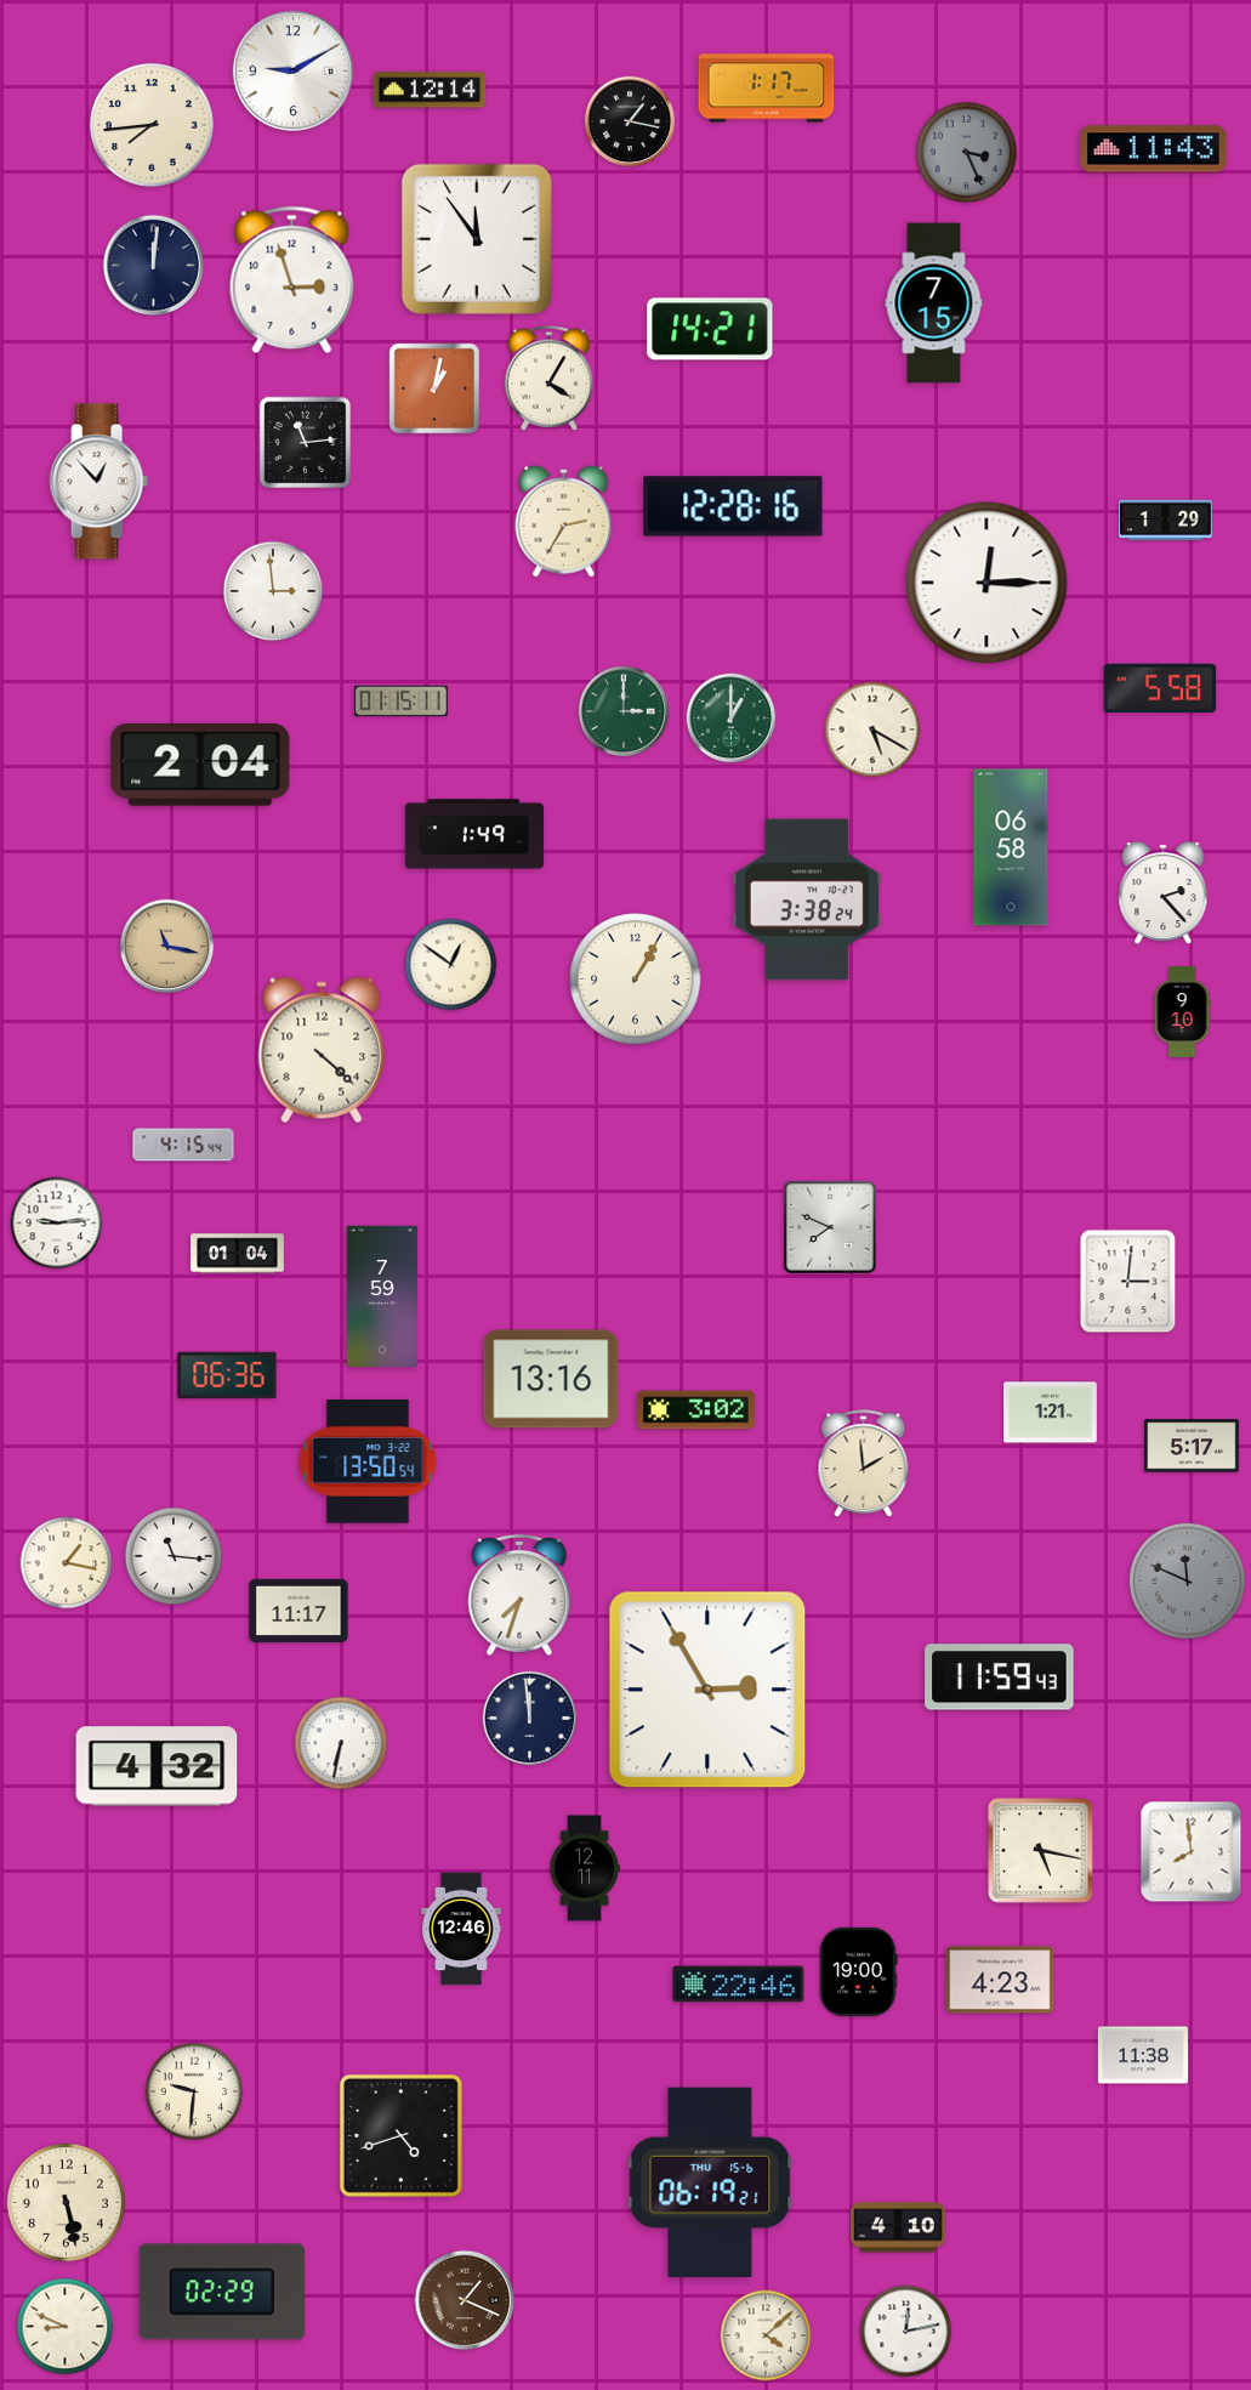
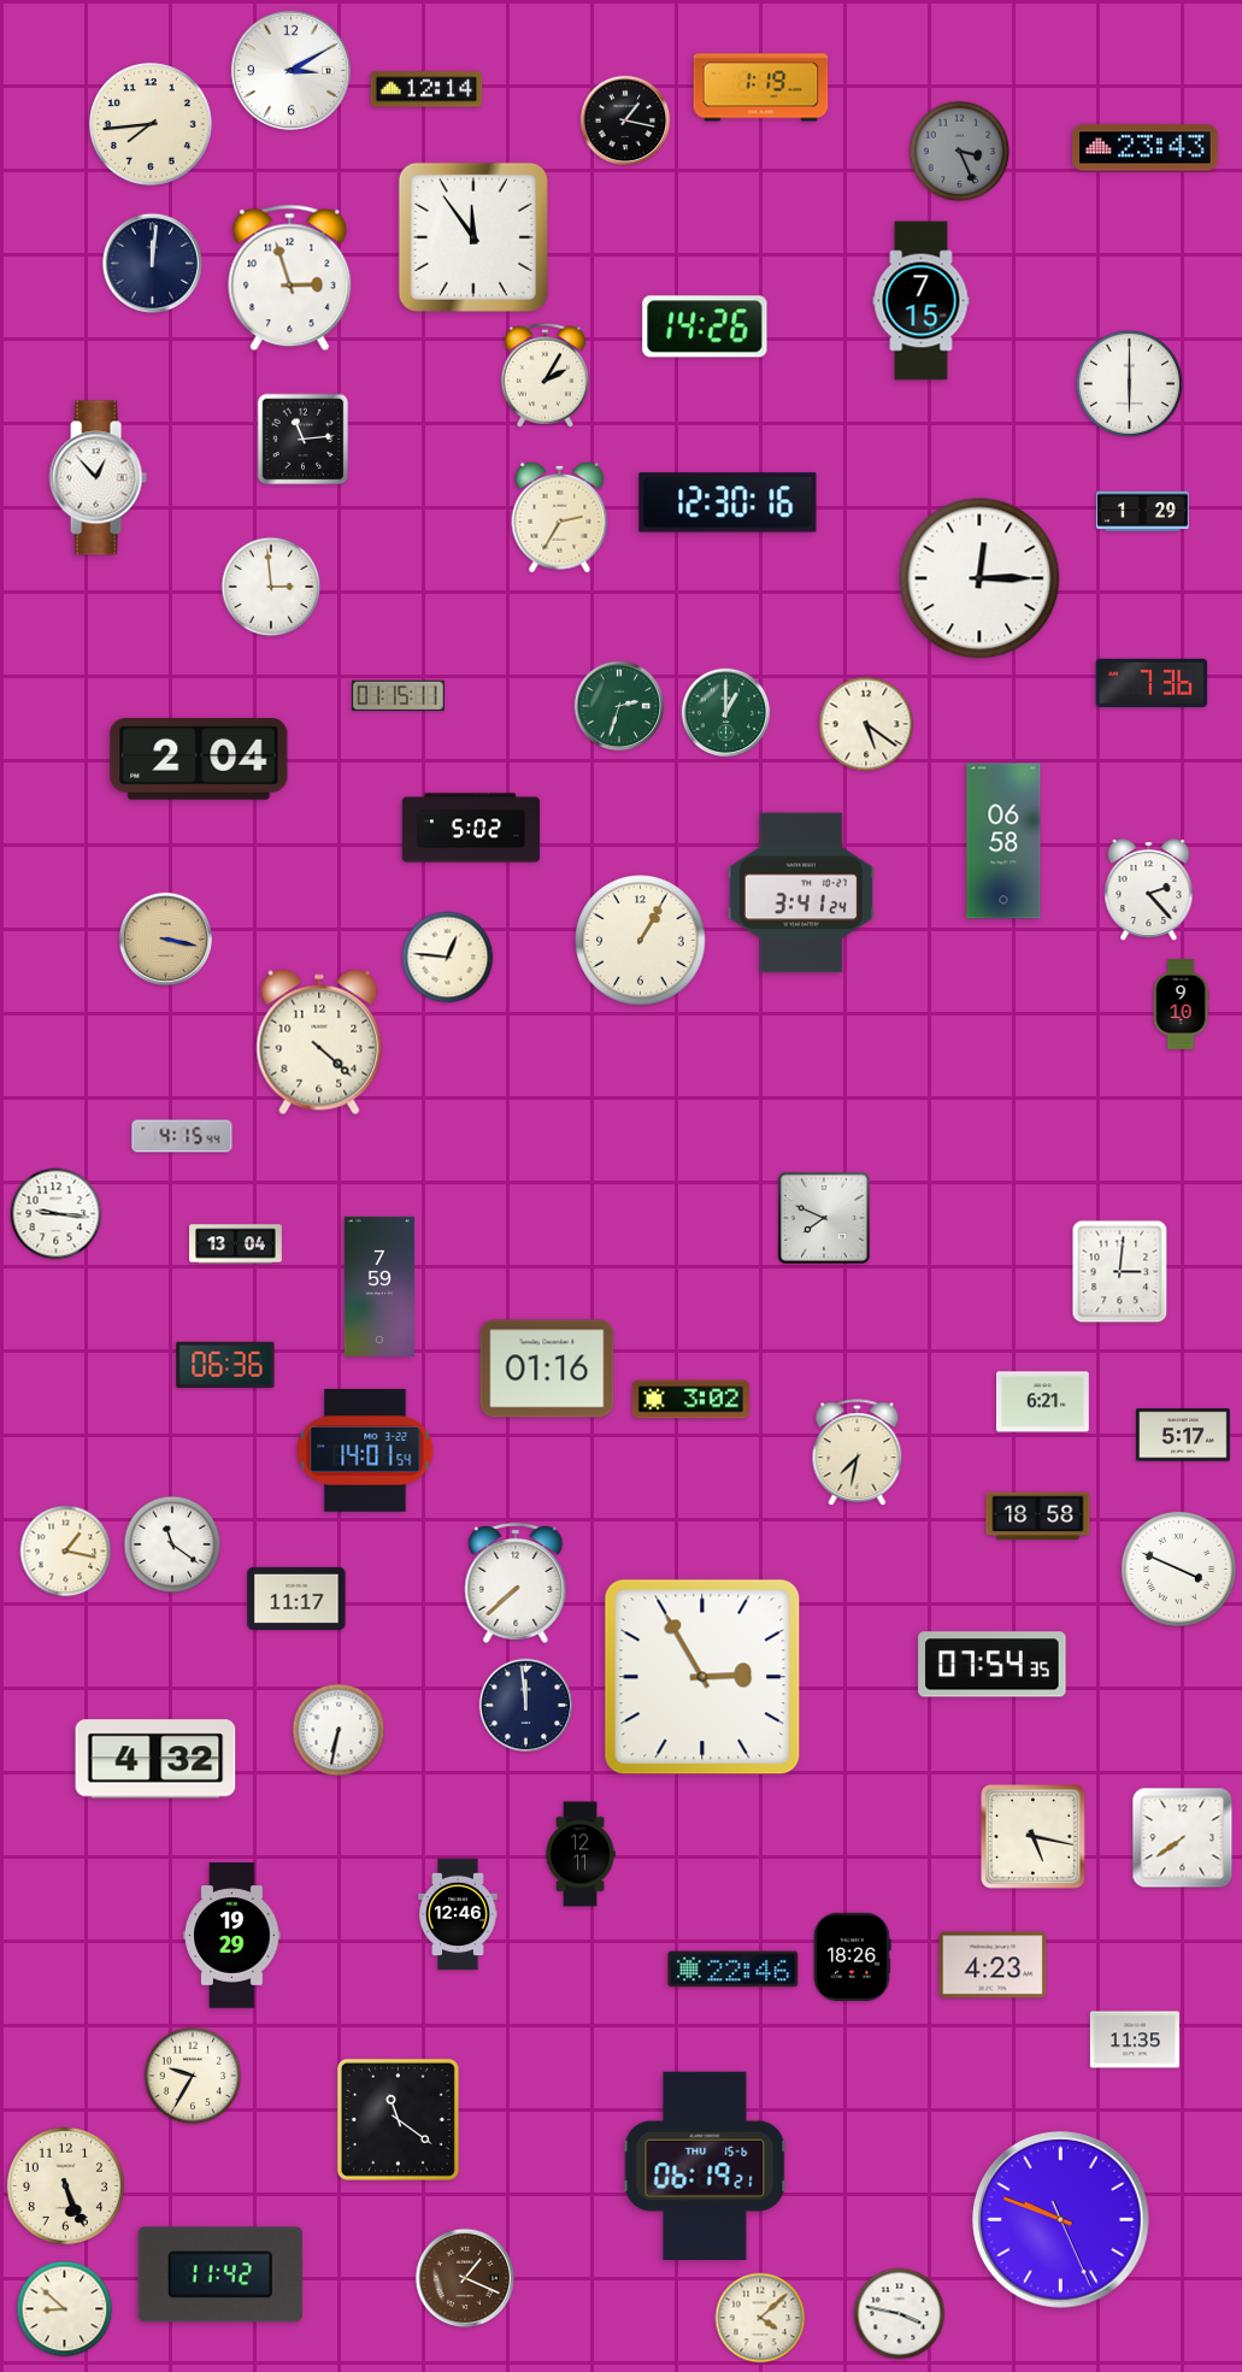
clock at (292, 70): 9:10 -> 3:10
clock at (767, 89): 1:17 -> 1:19
clock at (1154, 149): 11:43 -> 23:43
clock at (934, 303) position: (934, 303) -> (922, 301)
clock at (710, 329): 14:21 -> 14:26
clock at (550, 377): 4:05 -> 2:05
clock at (1130, 384): none -> 6:00
clock at (434, 388): 1:02 -> none
clock at (733, 506): 12:28 -> 12:30
clock at (1166, 521) position: (1166, 521) -> (1143, 512)
clock at (1160, 687): 5:58 -> 7:36
clock at (624, 711): 3:00 -> 2:33
clock at (872, 730): 5:20 -> 5:21
clock at (474, 834): 1:49 -> 5:02
clock at (1164, 895) position: (1164, 895) -> (1149, 891)
clock at (807, 899): 3:38 -> 3:41
clock at (167, 947): 11:17 -> 3:17
clock at (451, 965): 12:51 -> 12:46
clock at (636, 980) position: (636, 980) -> (641, 941)
clock at (1182, 1011) position: (1182, 1011) -> (1181, 1003)
clock at (57, 1224): 9:14 -> 9:16
clock at (238, 1254): 01:04 -> 13:04
clock at (551, 1379): 13:16 -> 01:16
clock at (1051, 1413): 1:21 -> 6:21
clock at (368, 1461): 13:50 -> 14:01
clock at (864, 1464): 1:59 -> 7:32
clock at (1038, 1517): none -> 18:58
clock at (174, 1556): 11:16 -> 11:21
clock at (1187, 1580): 11:49 -> 3:49
clock at (1187, 1580) dial: grey -> white
clock at (519, 1595): 7:33 -> 7:38
clock at (1000, 1677): 11:59 -> 07:54
clock at (157, 1766) position: (157, 1766) -> (155, 1759)
clock at (1192, 1852): 7:59 -> 7:39
clock at (232, 1936): none -> 19:29
clock at (859, 1971): 19:00 -> 18:26
clock at (1143, 2055): 11:38 -> 11:35
clock at (194, 2091): 9:31 -> 9:35
clock at (400, 2135): 4:42 -> 11:21
clock at (66, 2202): 5:28 -> 5:26
clock at (898, 2227): 4:10 -> none
clock at (1061, 2220): none -> 9:48
clock at (222, 2292): 02:29 -> 11:42
clock at (465, 2300) position: (465, 2300) -> (465, 2278)
clock at (66, 2327): 8:49 -> 8:52
clock at (906, 2332): 12:13 -> 3:47
